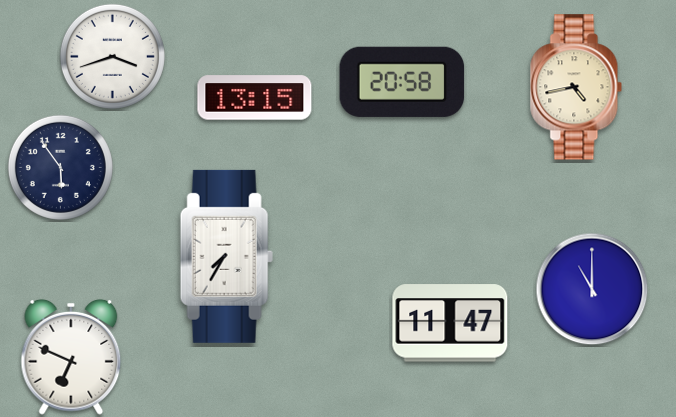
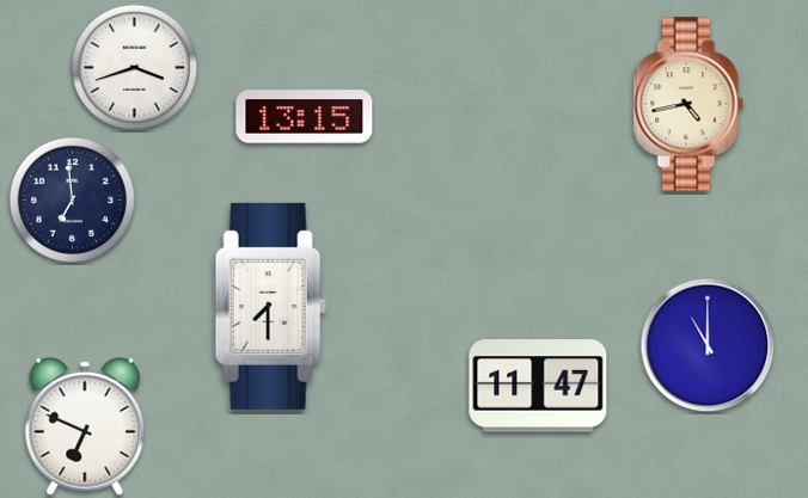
clock at (402, 82): 20:58 -> none
clock at (60, 167): 5:54 -> 6:59
clock at (226, 256): 7:35 -> 7:30
